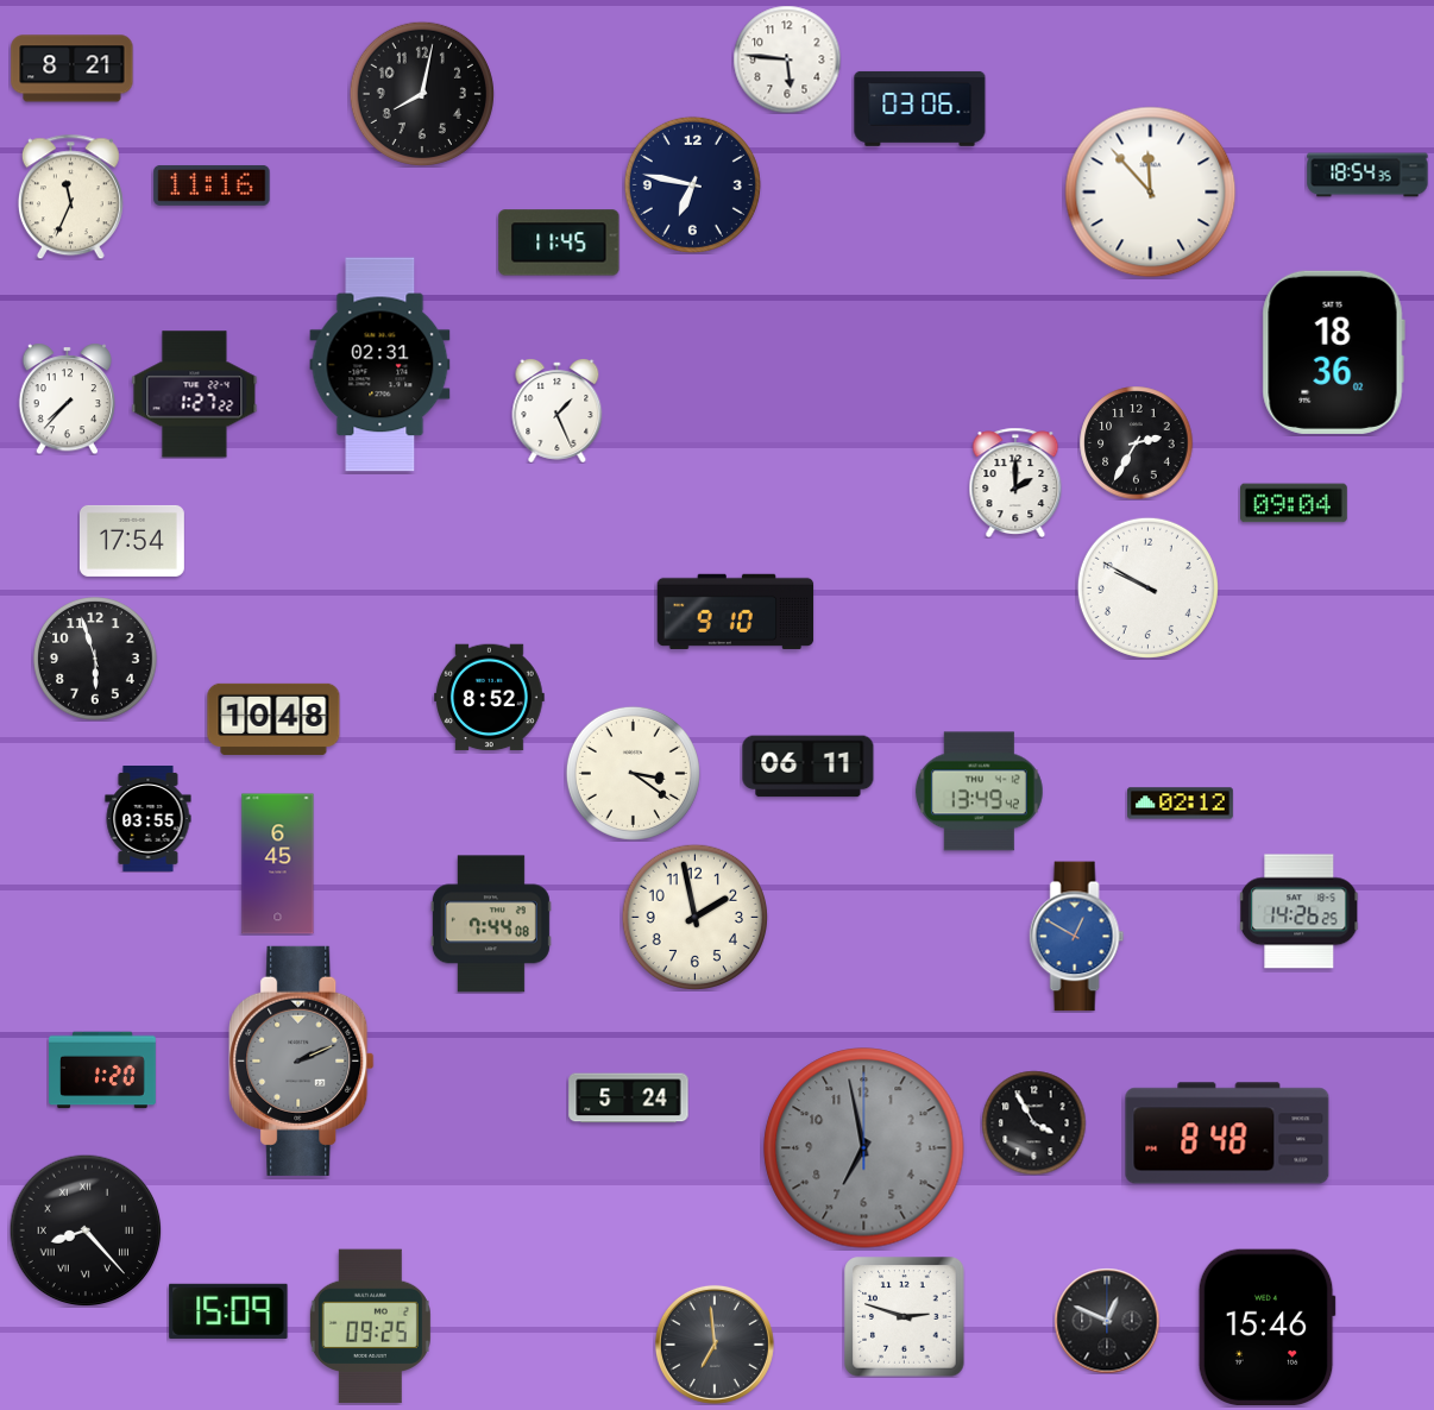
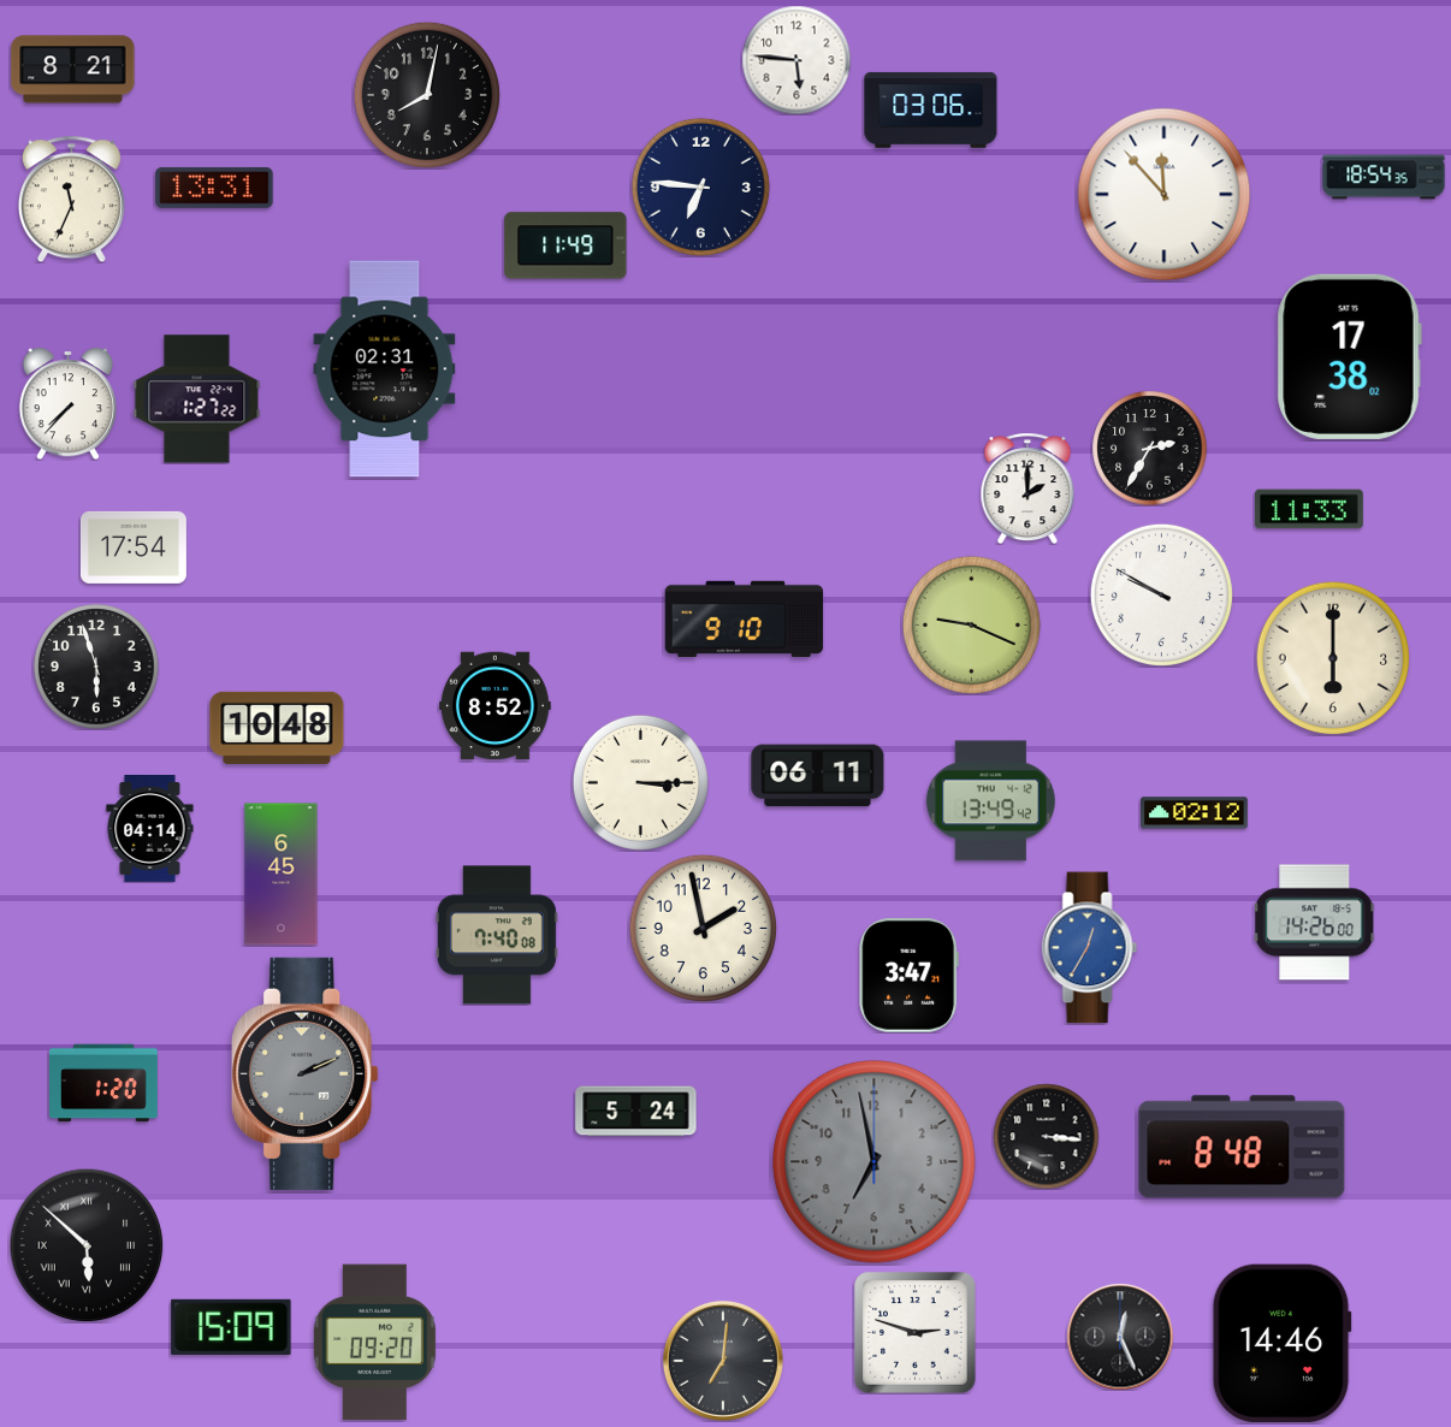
clock at (692, 184): 6:47 -> 6:46
clock at (212, 185): 11:16 -> 13:31
clock at (559, 243): 11:45 -> 11:49
clock at (1333, 352): 18:36 -> 17:38
clock at (558, 411): 1:26 -> none
clock at (1295, 503): 09:04 -> 11:33
clock at (971, 624): none -> 9:19
clock at (1333, 658): none -> 6:00
clock at (633, 773): 3:21 -> 3:15
clock at (149, 819): 03:55 -> 04:14
clock at (1300, 912): 14:26:25 -> 14:26:00
clock at (491, 924): 7:44 -> 7:40
clock at (1077, 937): 12:50 -> 12:35
clock at (910, 976): none -> 3:47
clock at (1033, 1122): 3:55 -> 3:16
clock at (86, 1230): 8:23 -> 5:52
clock at (1107, 1321): 12:49 -> 12:26
clock at (370, 1327): 09:25 -> 09:20
clock at (1266, 1327): 15:46 -> 14:46
clock at (715, 1345): 6:59 -> 7:01
